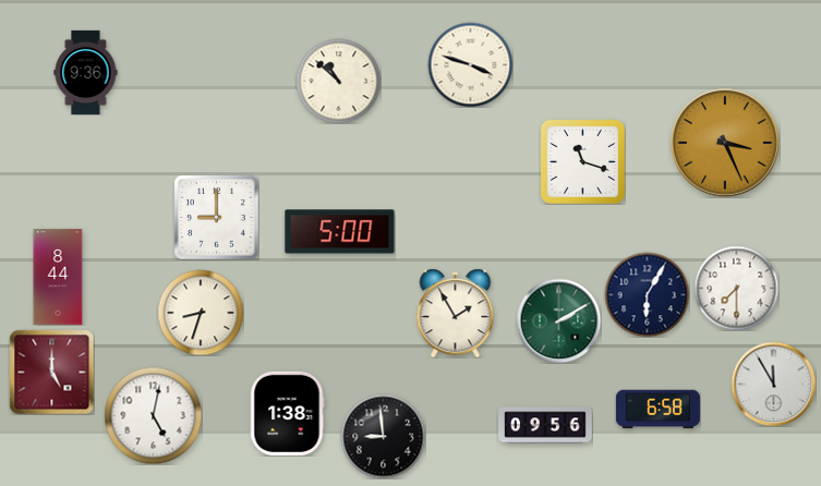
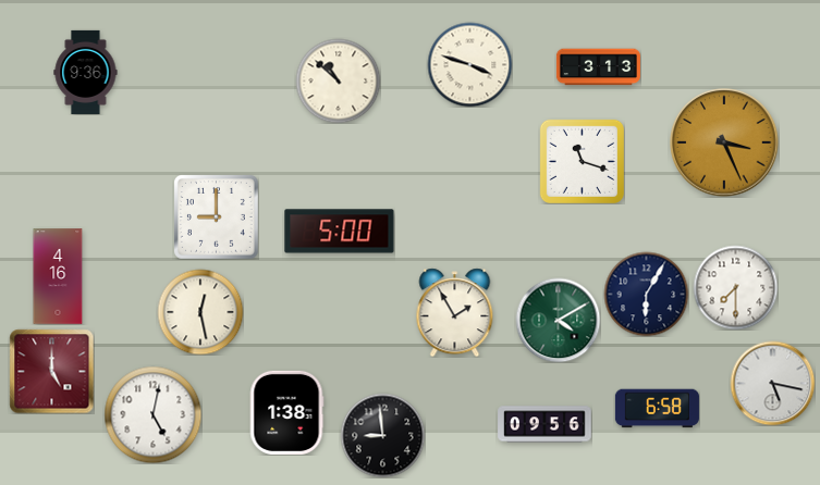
clock at (598, 67): none -> 3:13
clock at (58, 277): 8:44 -> 4:16
clock at (201, 313): 8:33 -> 12:28
clock at (558, 320): 2:10 -> 4:10
clock at (773, 384): 11:55 -> 5:17
